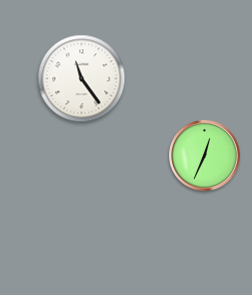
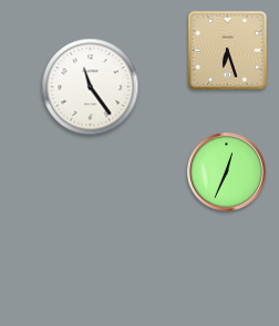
clock at (227, 50): none -> 6:27
